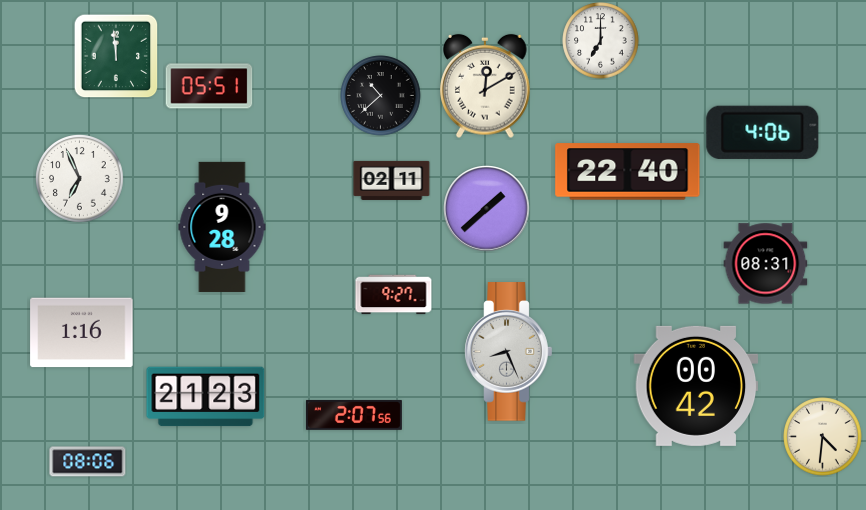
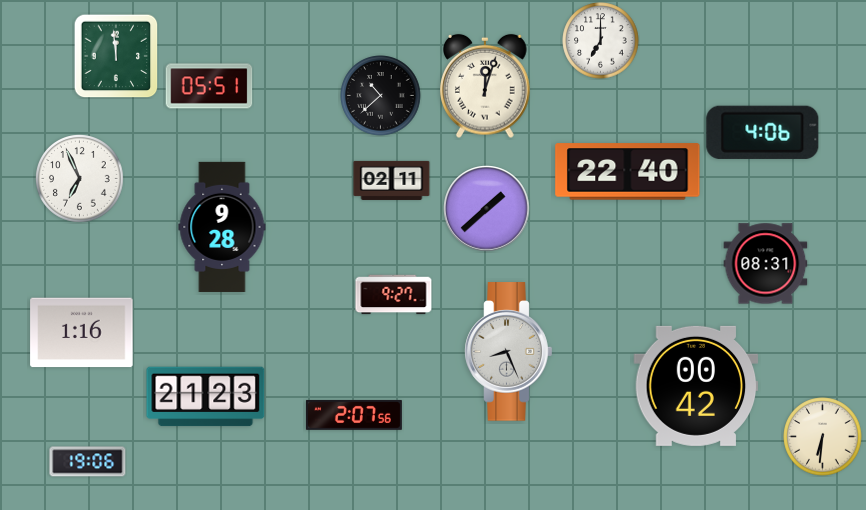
clock at (485, 86): 12:10 -> 12:03
clock at (823, 437): 4:31 -> 6:31
clock at (88, 462): 08:06 -> 19:06
